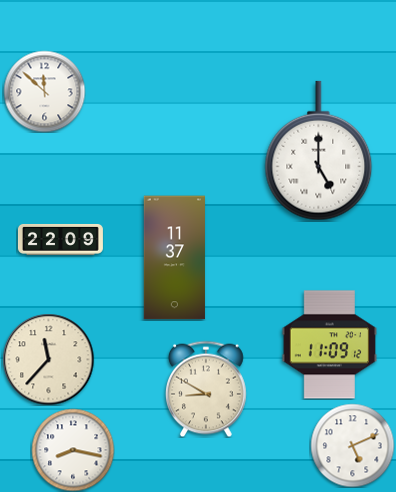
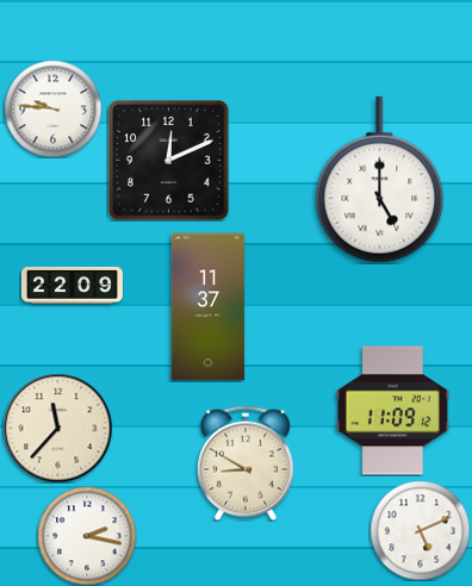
clock at (44, 91): 11:52 -> 9:46
clock at (169, 161): none -> 12:11
clock at (73, 450): 8:17 -> 2:17
